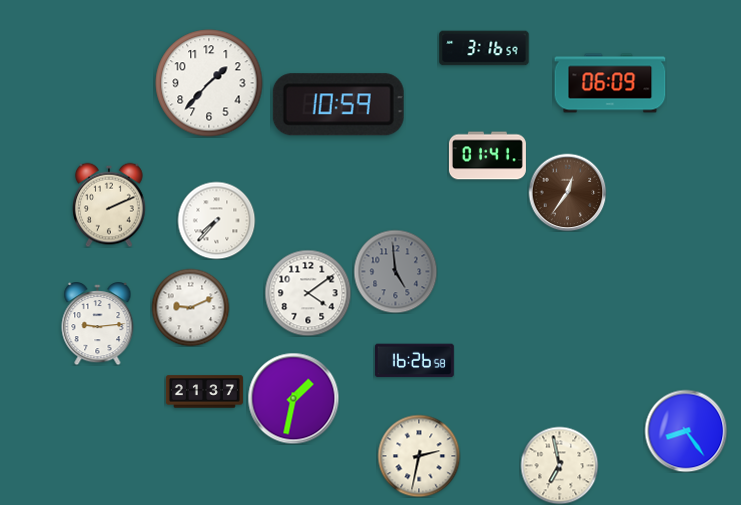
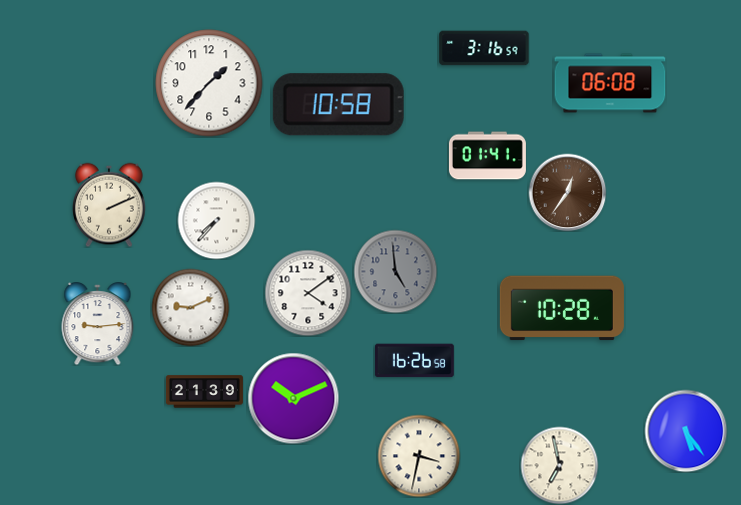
clock at (610, 83): 06:09 -> 06:08
clock at (338, 105): 10:59 -> 10:58
clock at (562, 308): none -> 10:28
clock at (204, 392): 21:37 -> 21:39
clock at (293, 398): 1:32 -> 10:11
clock at (686, 431): 8:24 -> 5:24
clock at (419, 456): 2:32 -> 3:32
